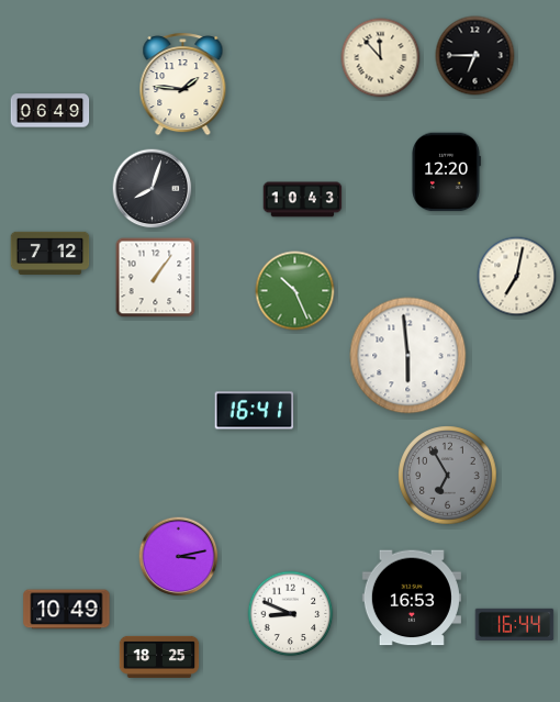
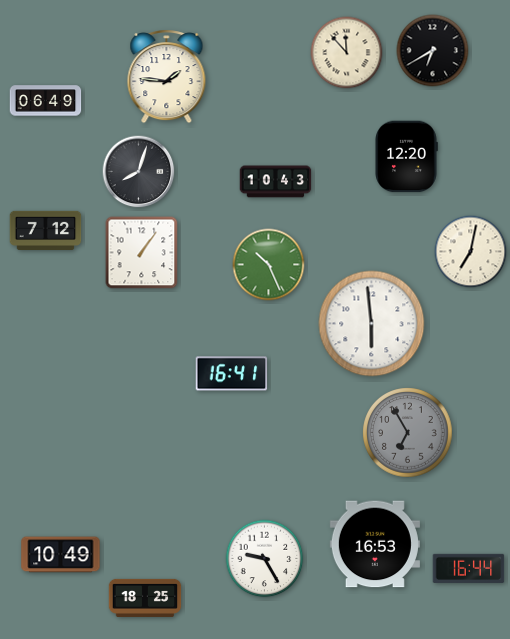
clock at (475, 56): 6:45 -> 6:40
clock at (179, 557): 3:13 -> none
clock at (291, 614): 8:49 -> 9:25
